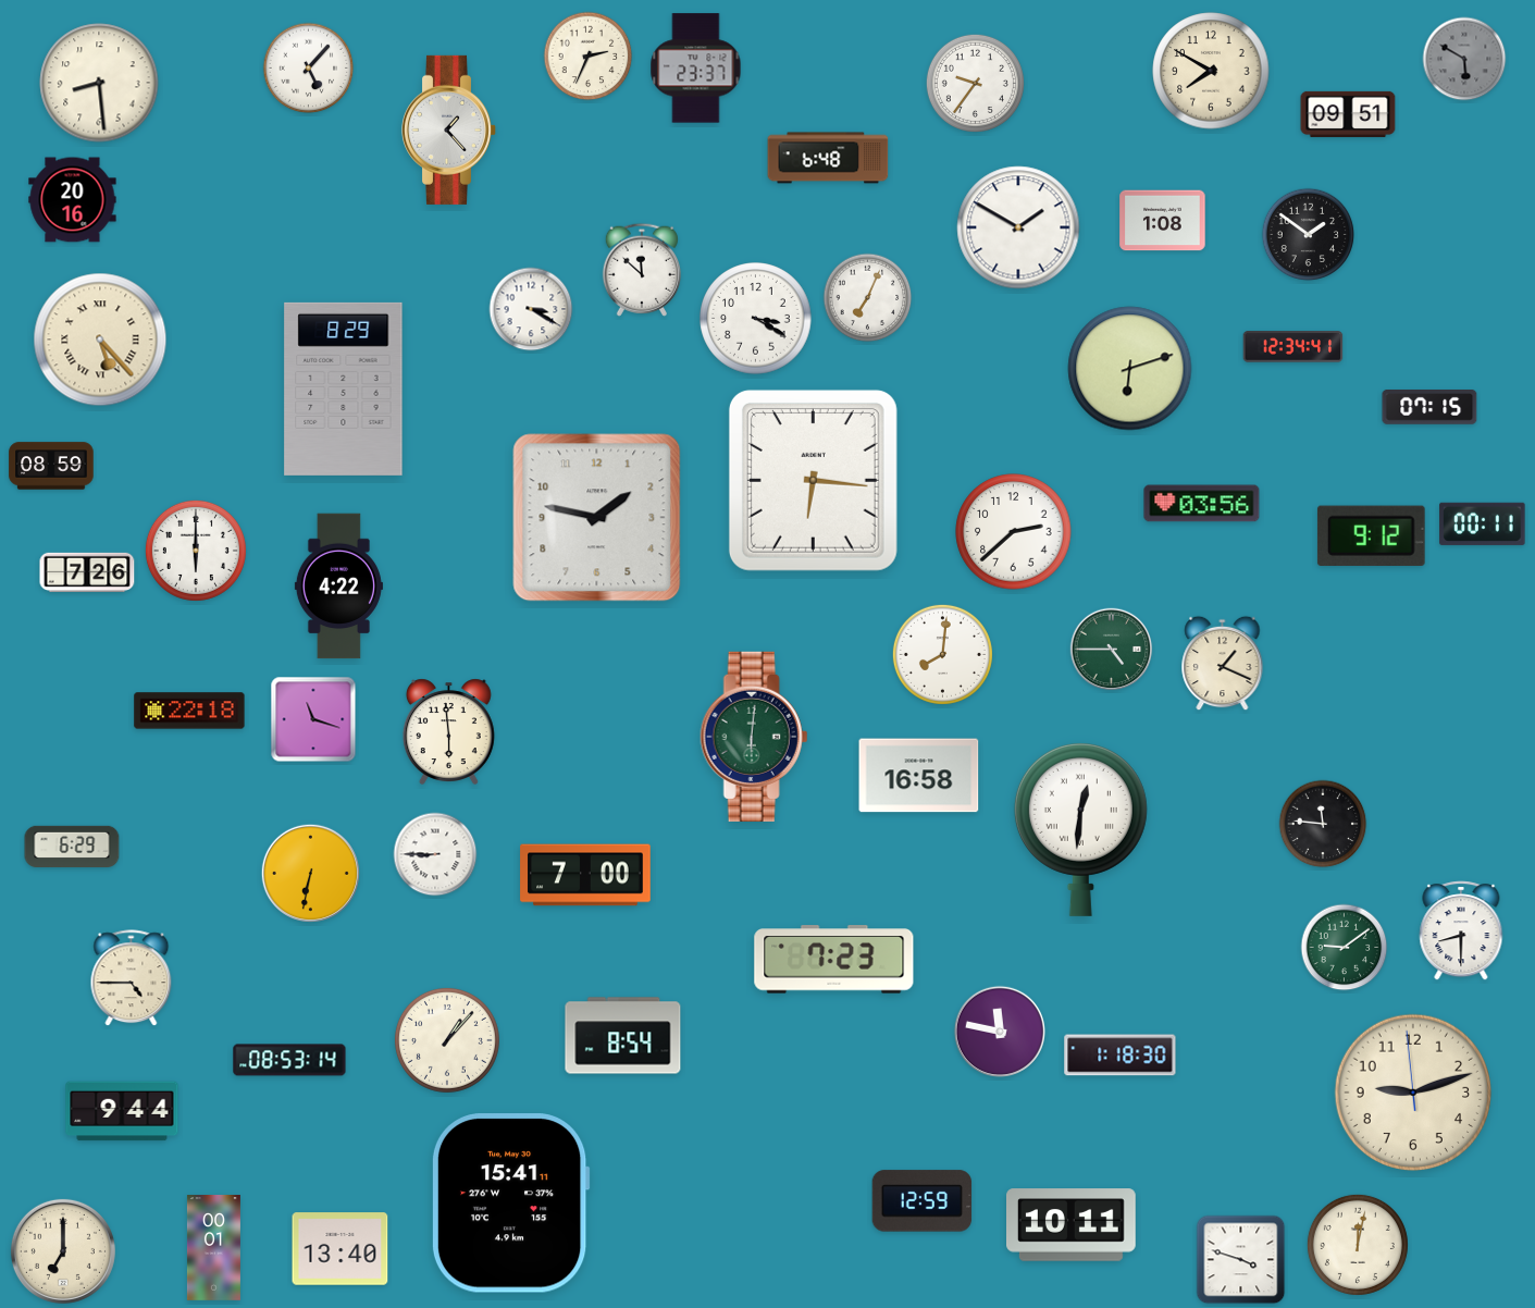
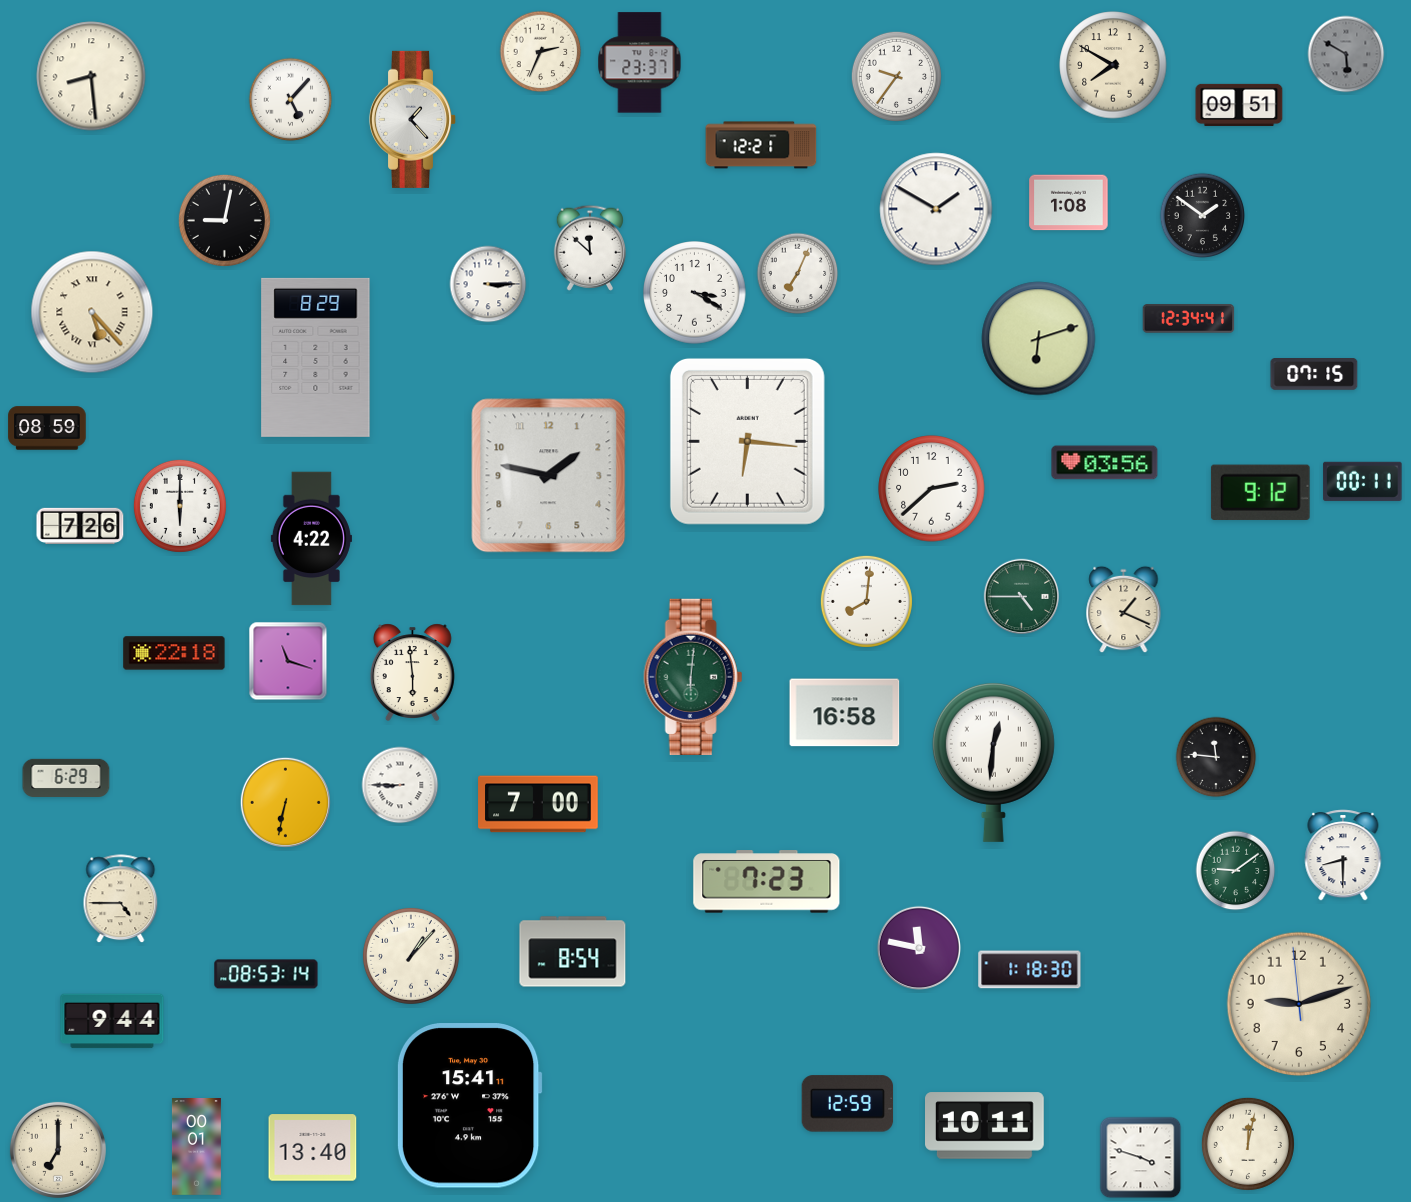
clock at (309, 69) position: (309, 69) -> (291, 100)
clock at (828, 158): 6:48 -> 12:21
clock at (73, 200): 20:16 -> none
clock at (224, 220): none -> 9:02
clock at (531, 309): 3:20 -> 3:15
